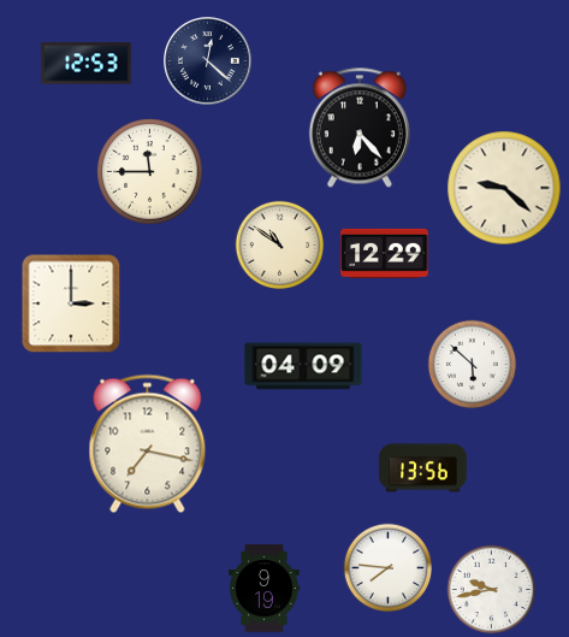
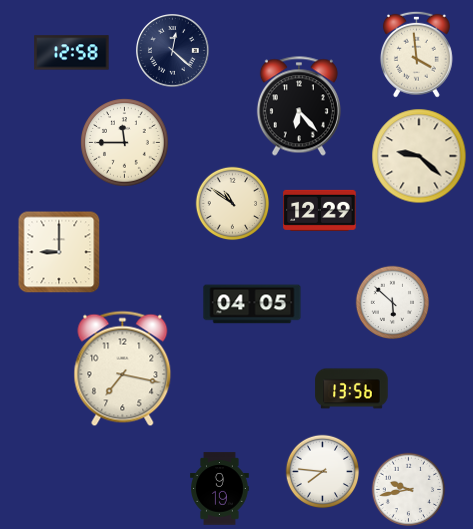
clock at (87, 64): 12:53 -> 12:58
clock at (416, 54): none -> 3:59
clock at (71, 303): 3:00 -> 9:00
clock at (303, 366): 04:09 -> 04:05
